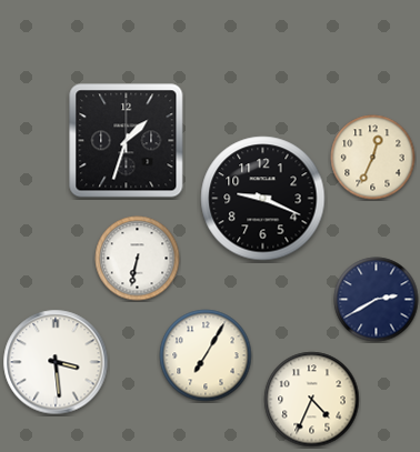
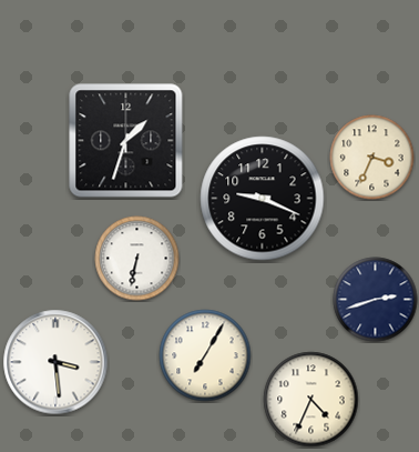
clock at (373, 158): 12:34 -> 3:34
clock at (377, 300): 2:40 -> 2:42
